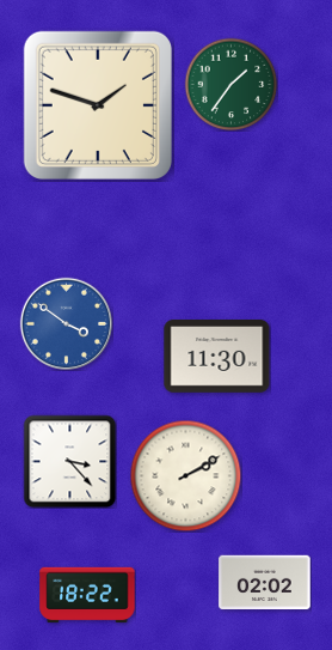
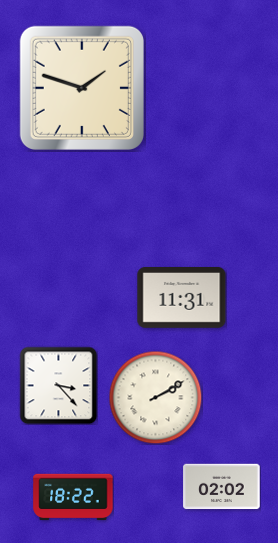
clock at (230, 84): 1:36 -> none
clock at (66, 323): 3:51 -> none
clock at (217, 357): 11:30 -> 11:31
